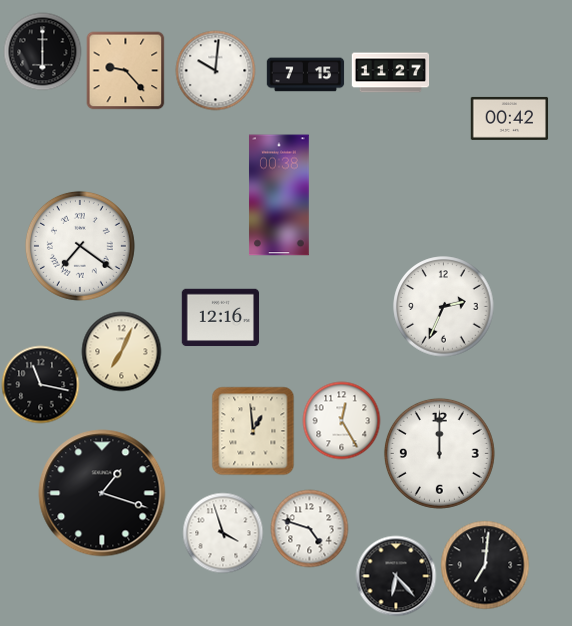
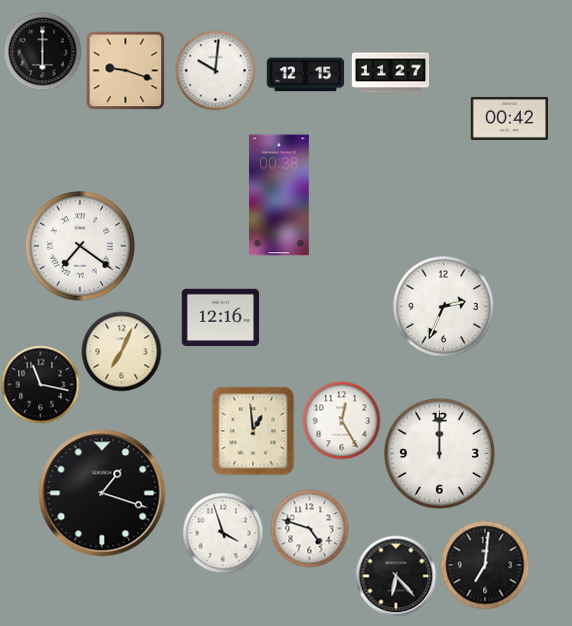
clock at (125, 70): 9:23 -> 9:18
clock at (305, 75): 7:15 -> 12:15
